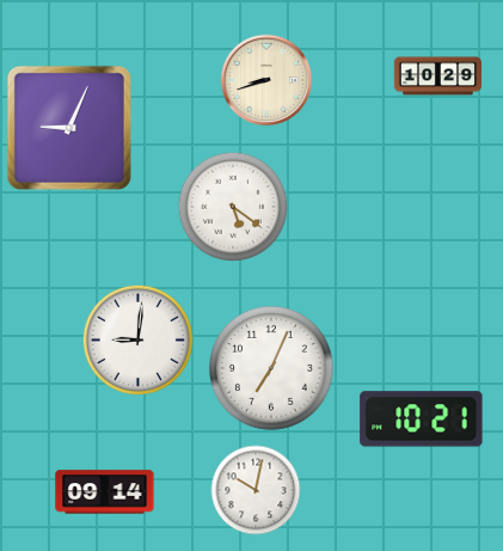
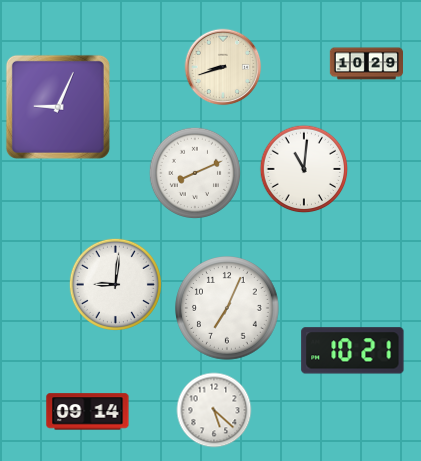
clock at (304, 169): none -> 11:01
clock at (232, 206): 5:21 -> 8:11
clock at (256, 490): 10:02 -> 5:22
